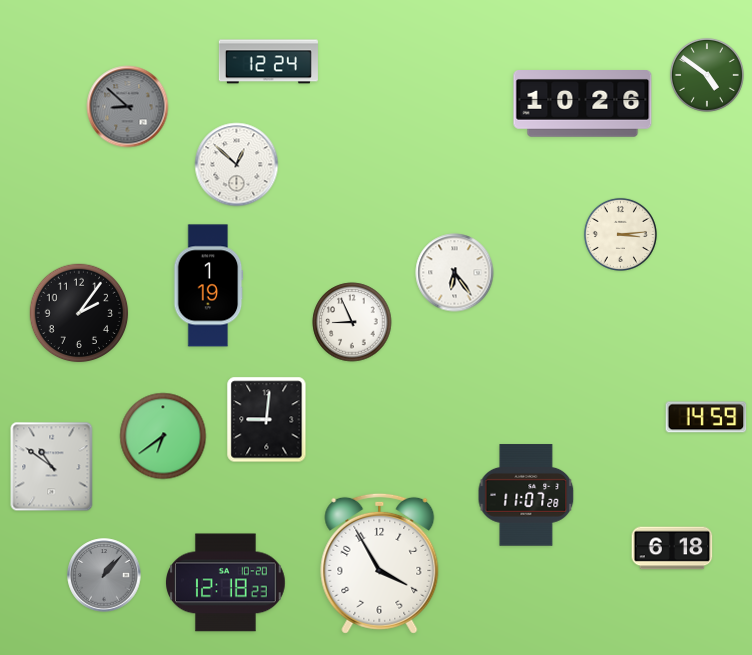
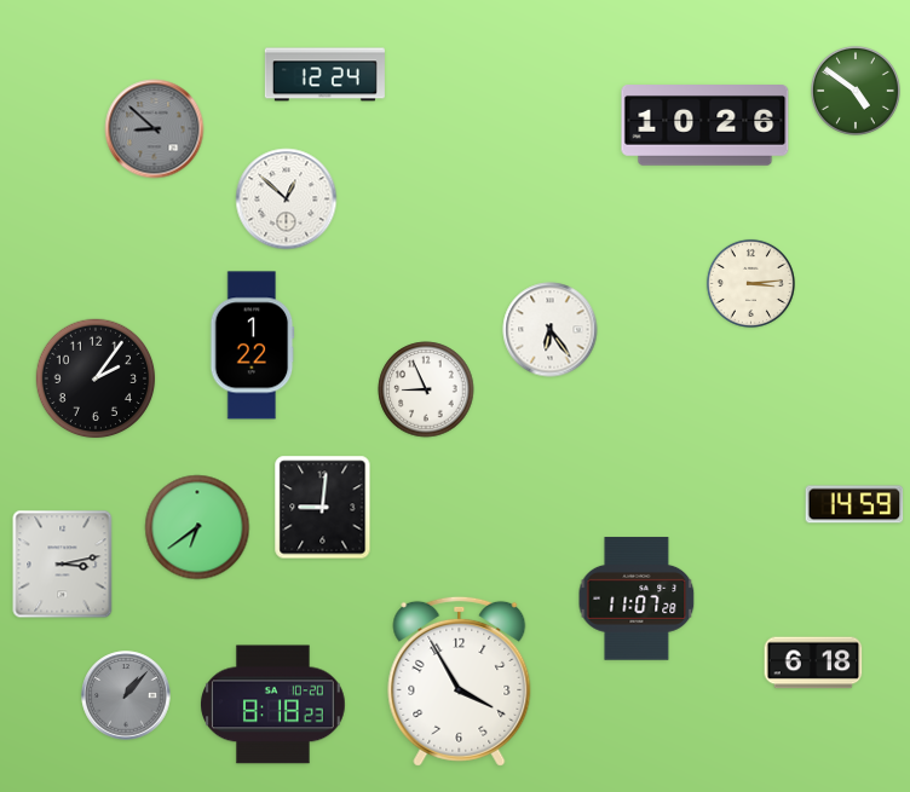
clock at (209, 286): 1:19 -> 1:22
clock at (52, 467): 10:51 -> 3:13
clock at (226, 583): 12:18 -> 8:18
